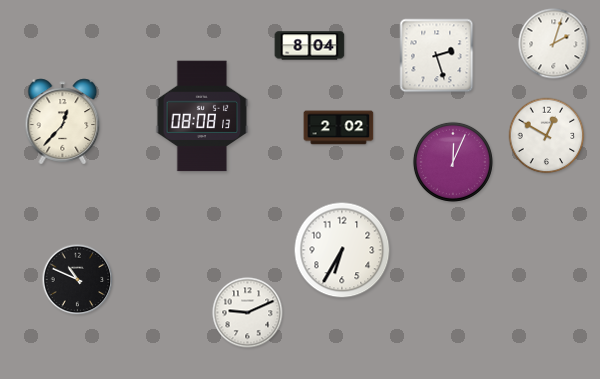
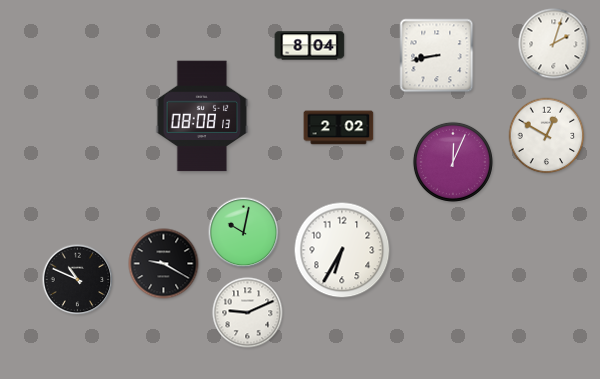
clock at (437, 56): 2:27 -> 8:43
clock at (63, 122): 12:37 -> none
clock at (244, 233): none -> 10:02
clock at (164, 264): none -> 9:20
